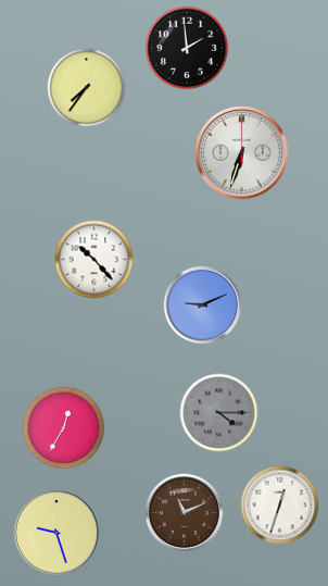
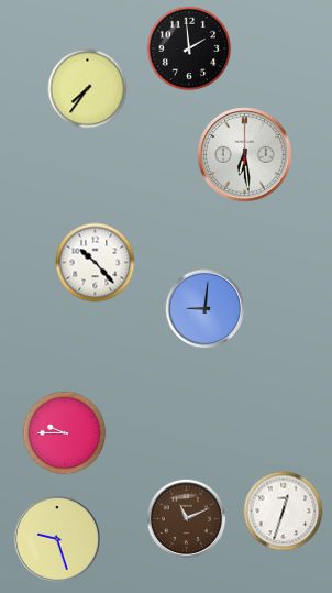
clock at (242, 153): 6:33 -> 6:29
clock at (203, 306): 9:11 -> 9:01
clock at (219, 413): 4:15 -> none
clock at (64, 428): 12:35 -> 9:45
